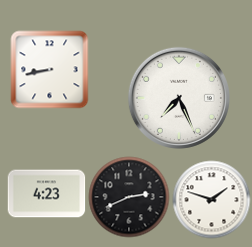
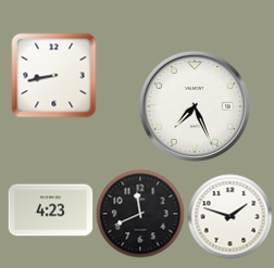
clock at (129, 197): 2:41 -> 11:41
